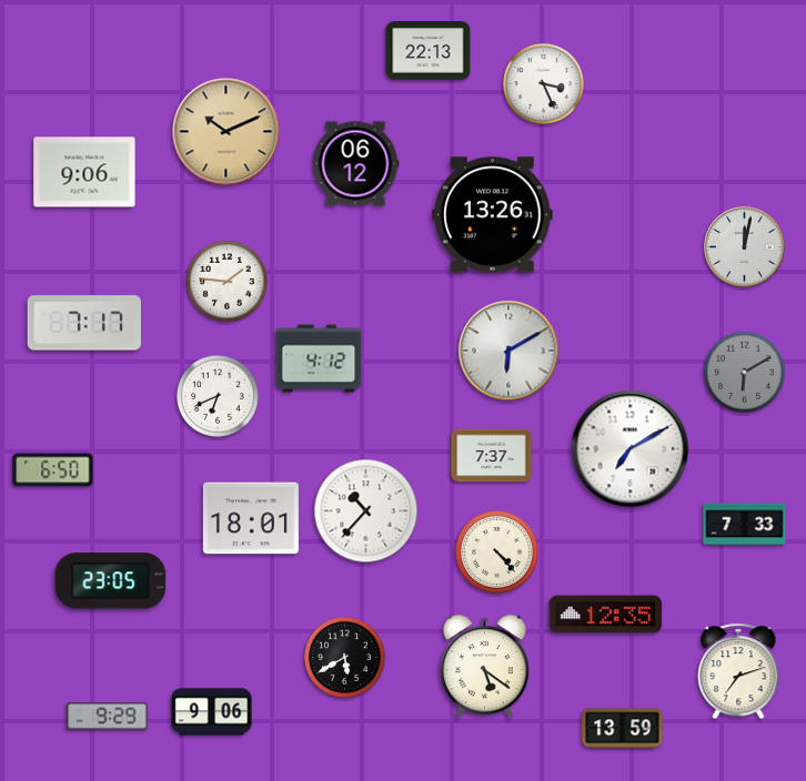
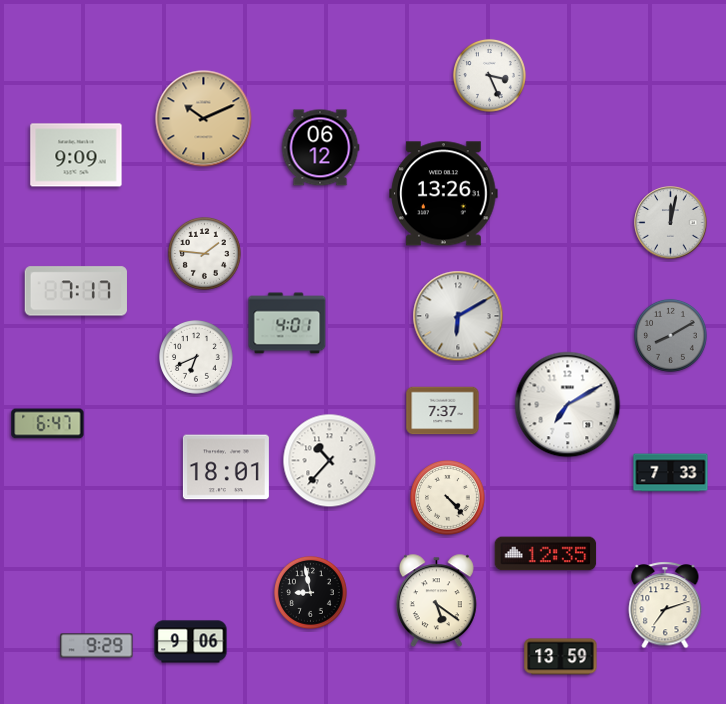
clock at (429, 51): 22:13 -> none
clock at (84, 172): 9:06 -> 9:09
clock at (319, 358): 4:12 -> 4:01
clock at (744, 372): 6:10 -> 8:10
clock at (53, 470): 6:50 -> 6:47
clock at (111, 581): 23:05 -> none
clock at (344, 657): 5:40 -> 8:58
